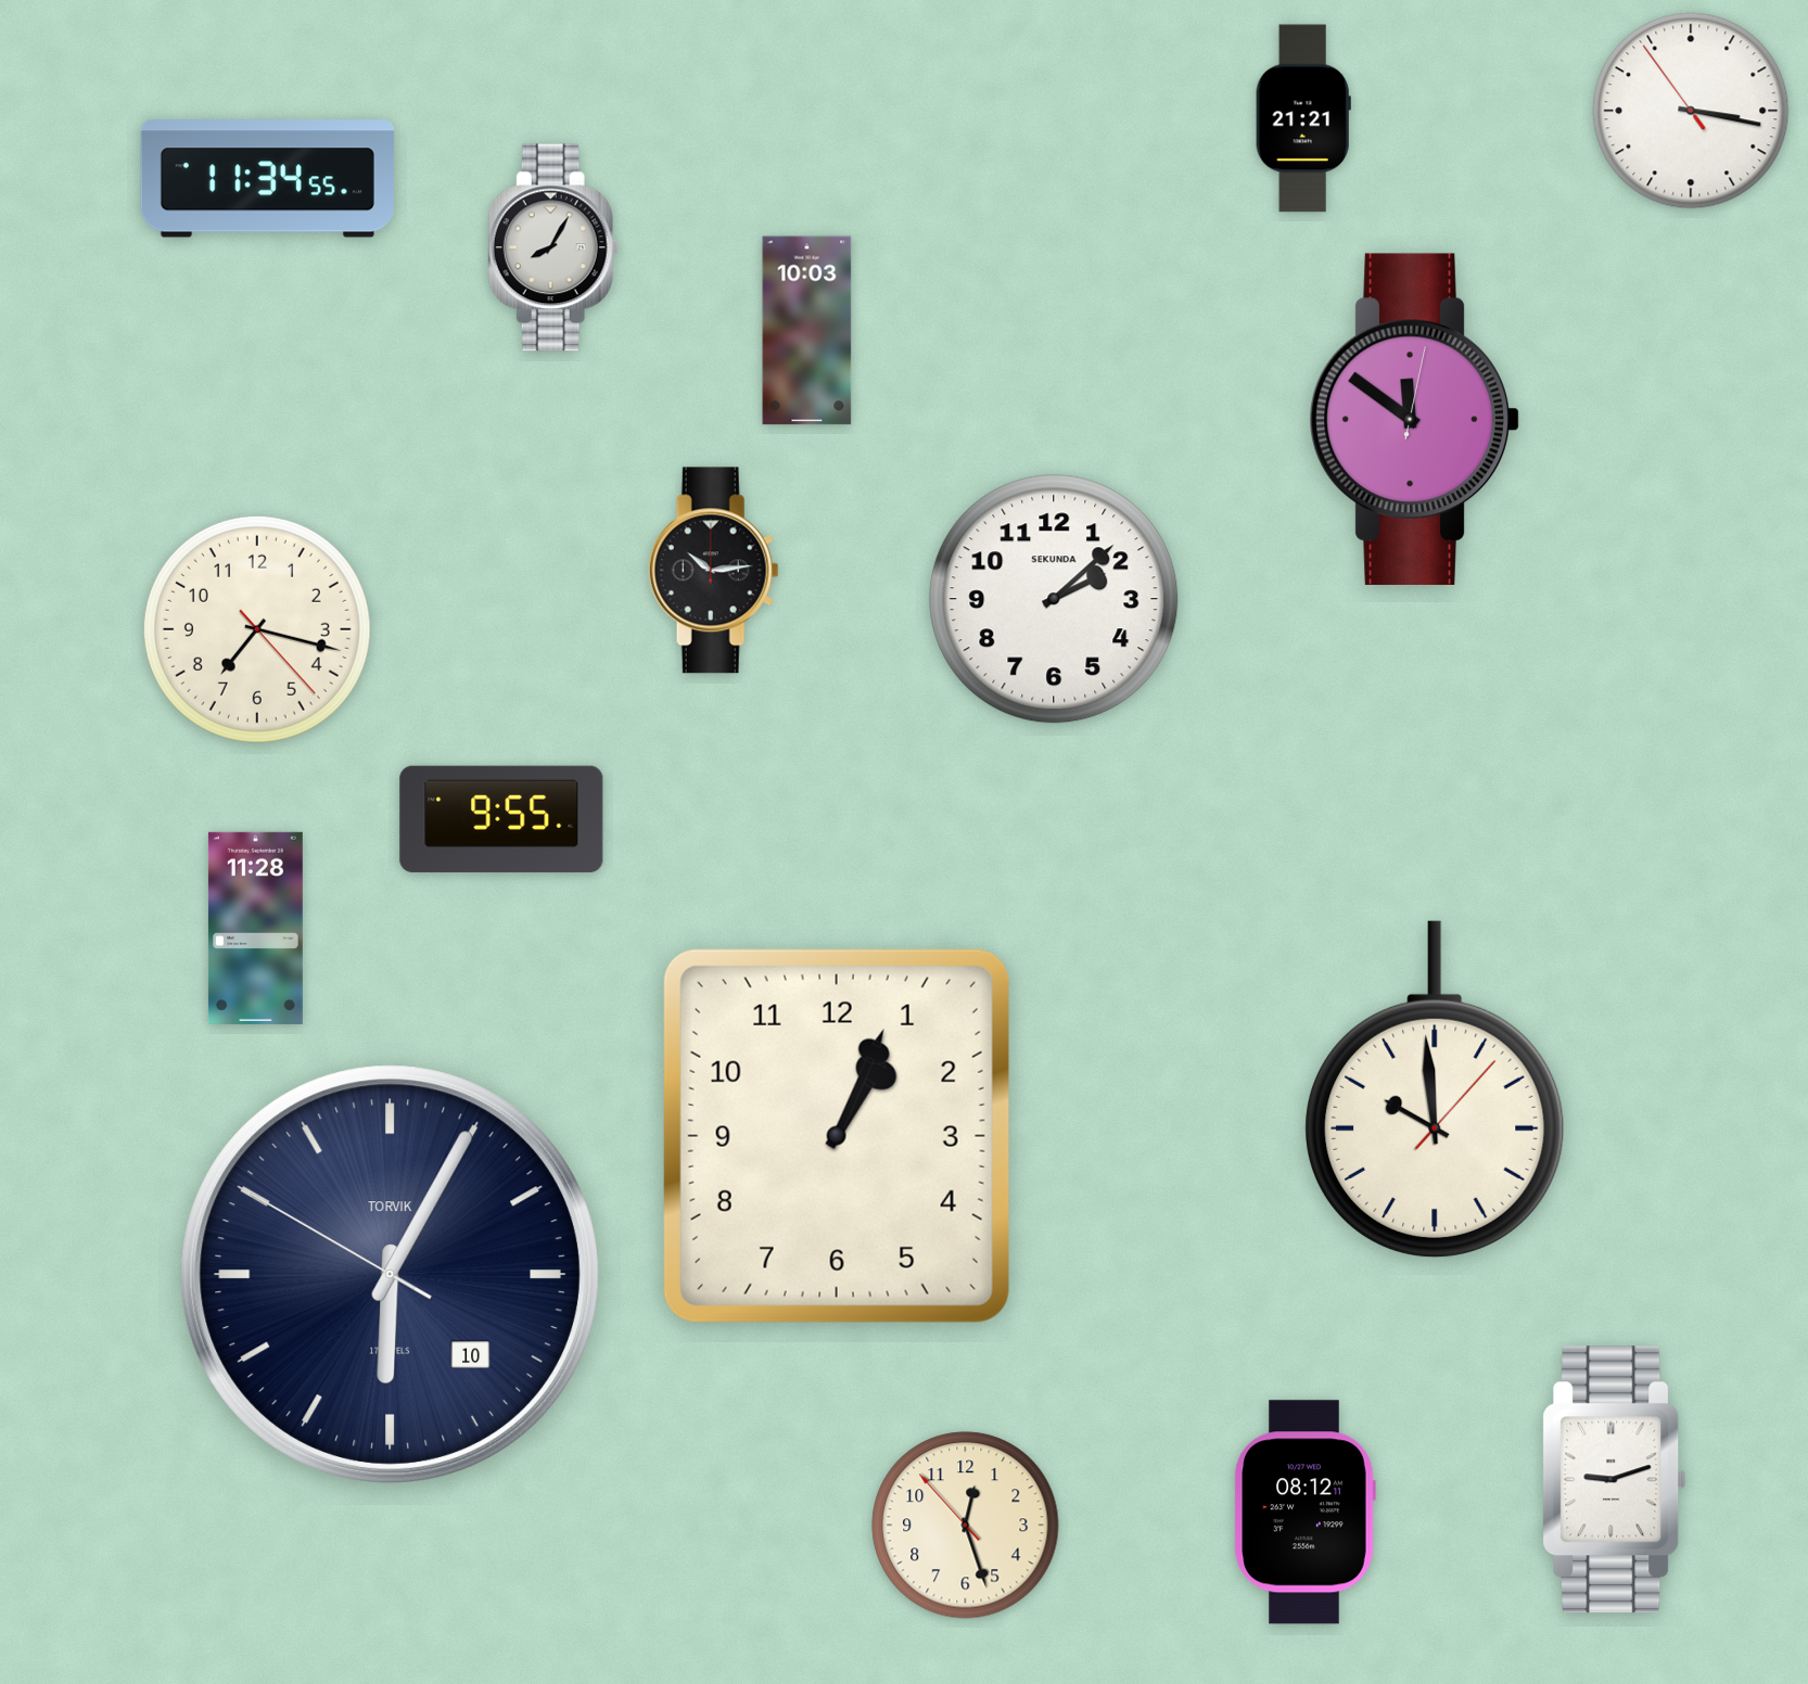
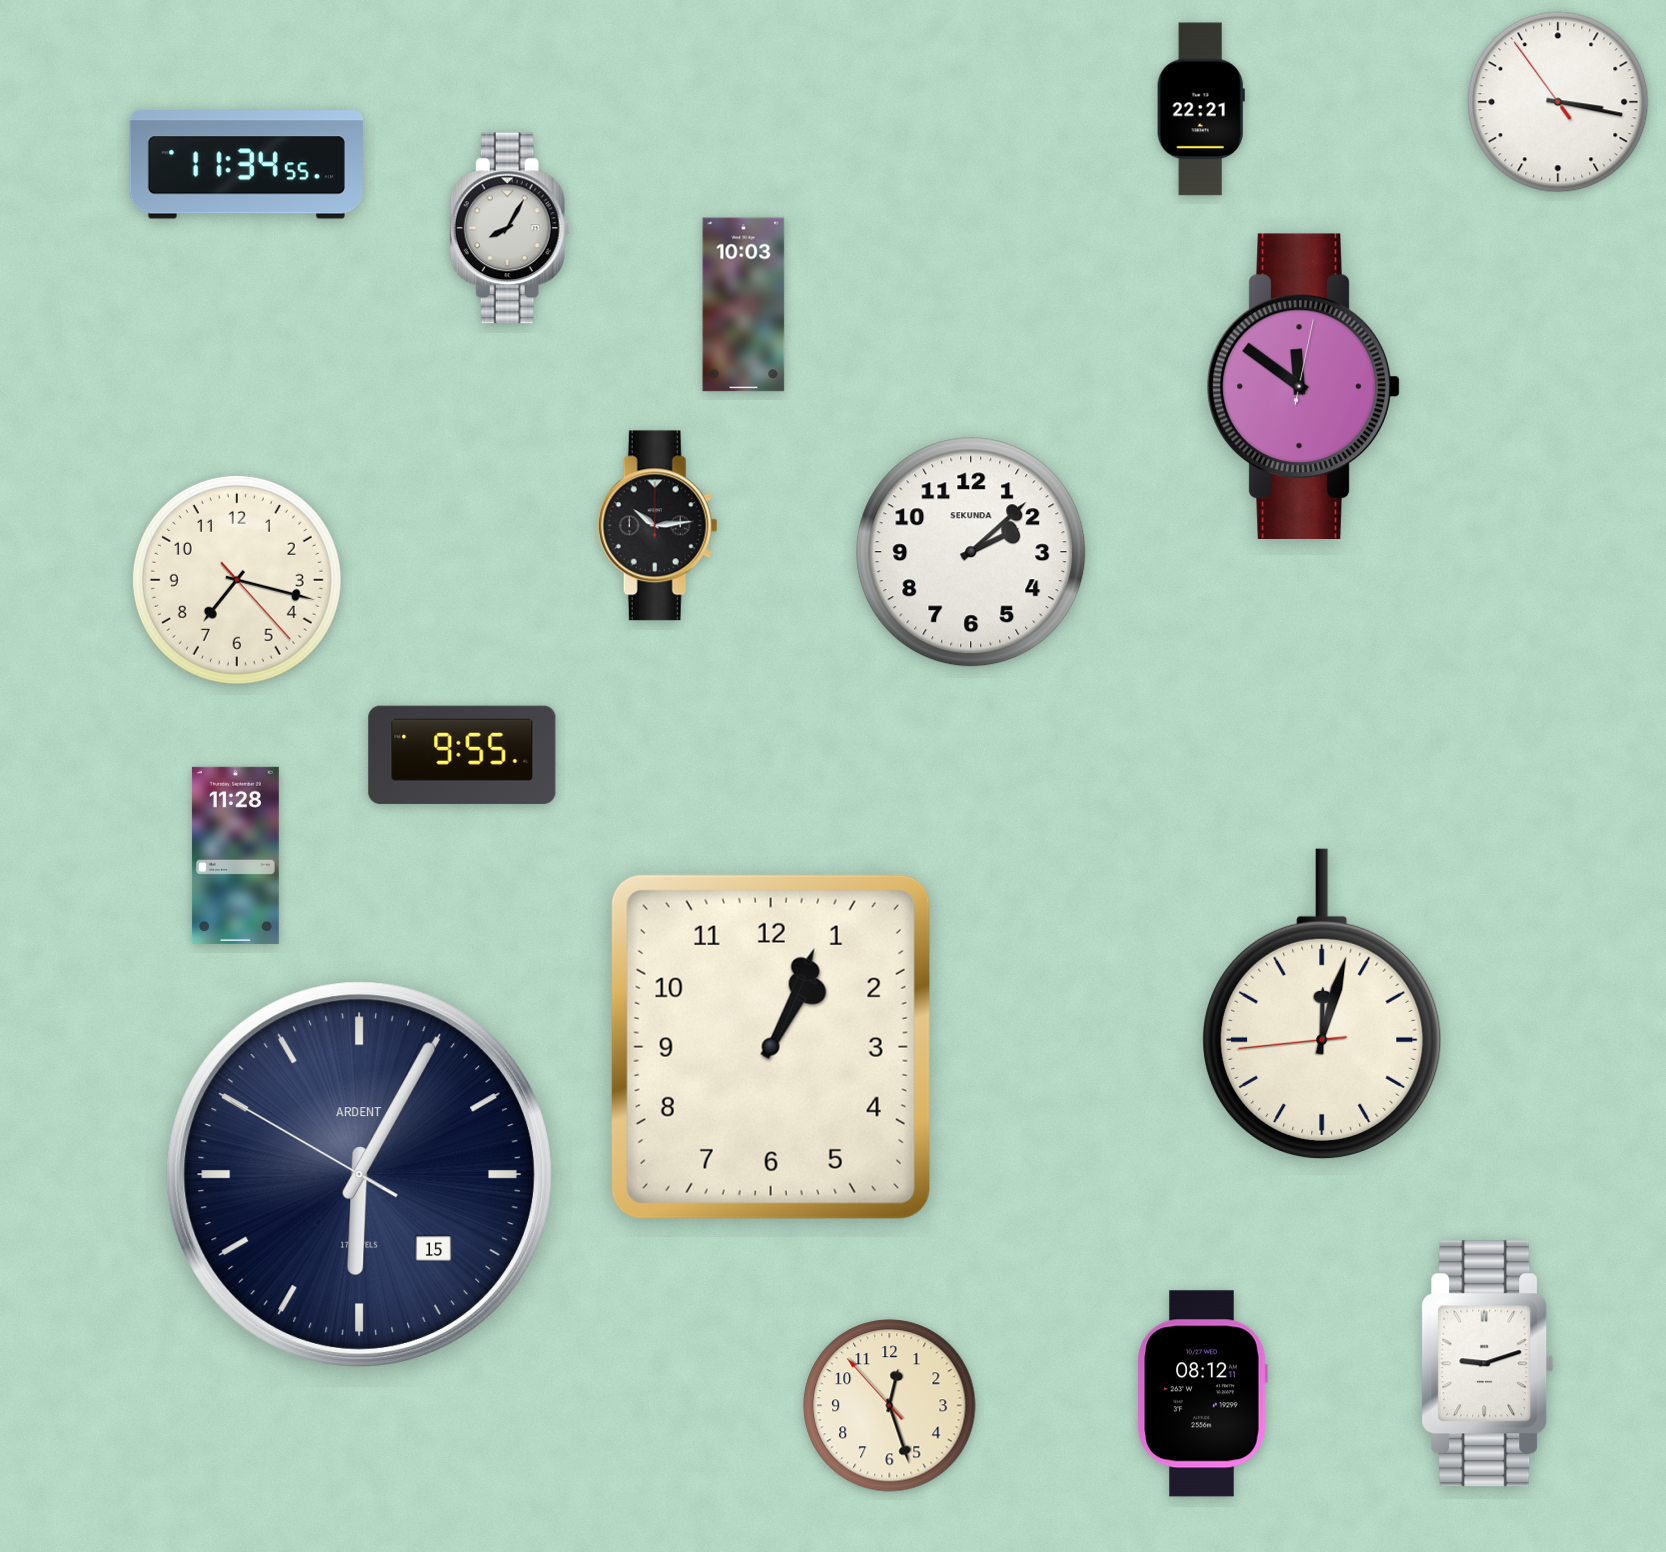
clock at (1303, 118): 21:21 -> 22:21
clock at (1435, 1088): 9:59 -> 12:02
clock at (390, 1274) date: 10 -> 15
clock at (390, 1274) brand: TORVIK -> ARDENT
